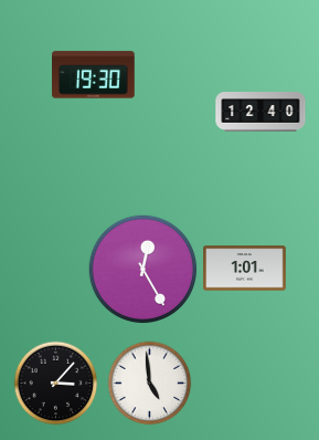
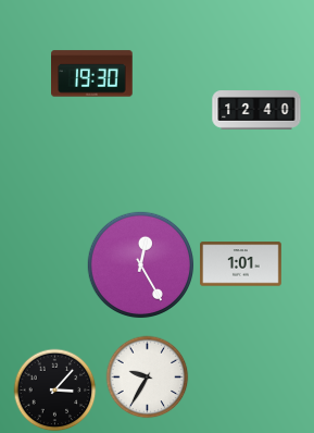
clock at (56, 384) position: (56, 384) -> (55, 391)
clock at (150, 384): 4:59 -> 9:35
